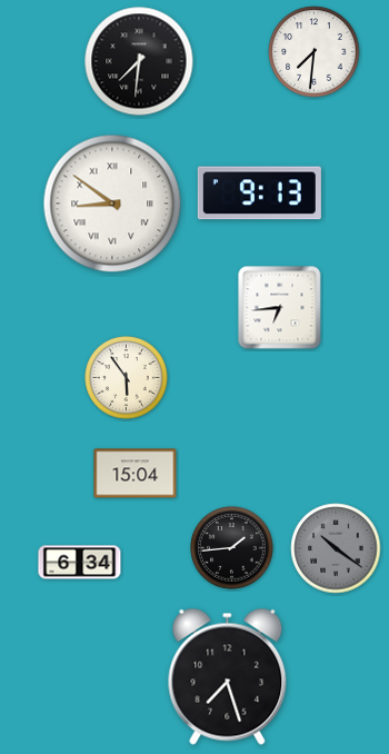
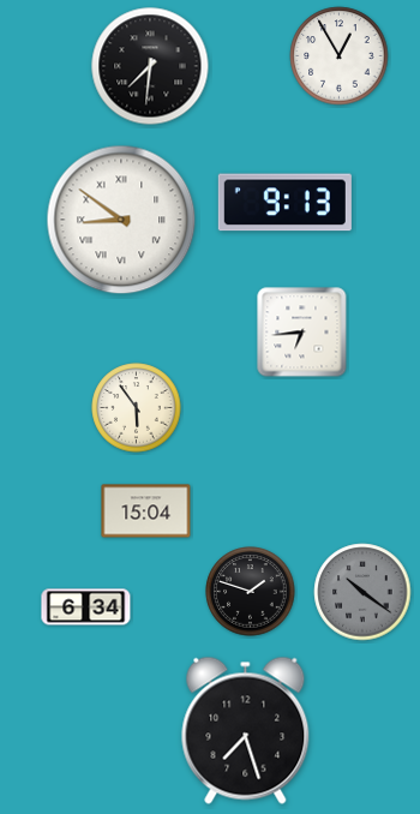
clock at (315, 52): 7:31 -> 12:55
clock at (259, 194) position: (259, 194) -> (284, 203)
clock at (232, 548): 1:44 -> 1:48
